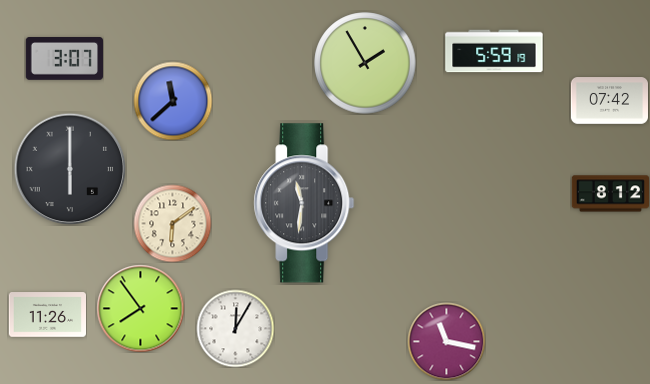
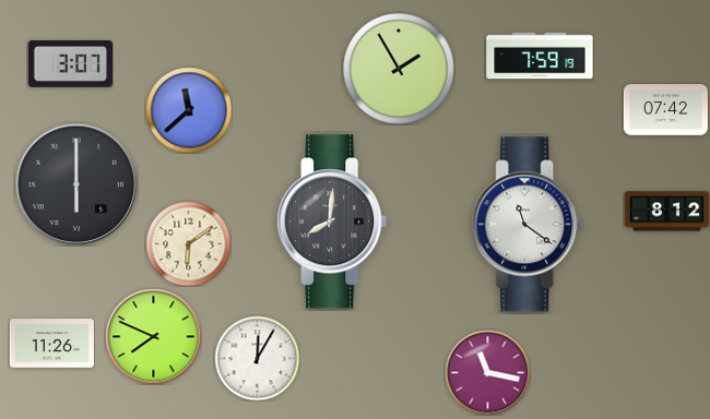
clock at (494, 51): 5:59 -> 7:59
clock at (304, 203): 11:31 -> 8:01
clock at (528, 225): none -> 11:21
clock at (140, 308): 7:54 -> 7:49
